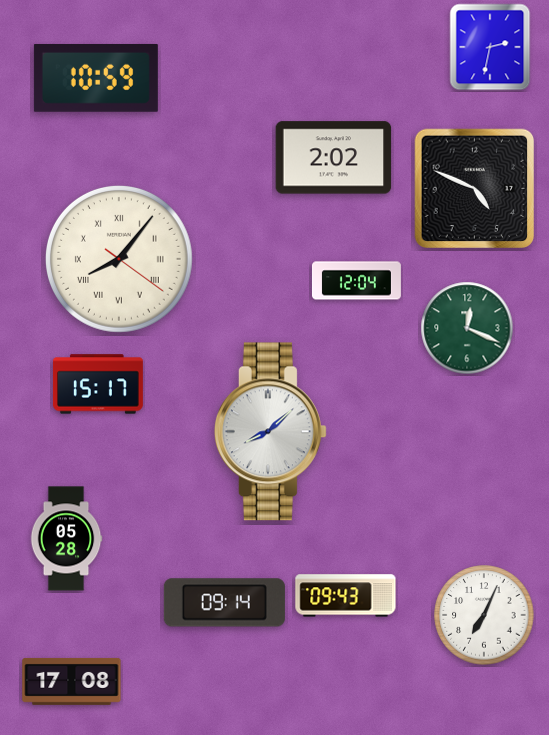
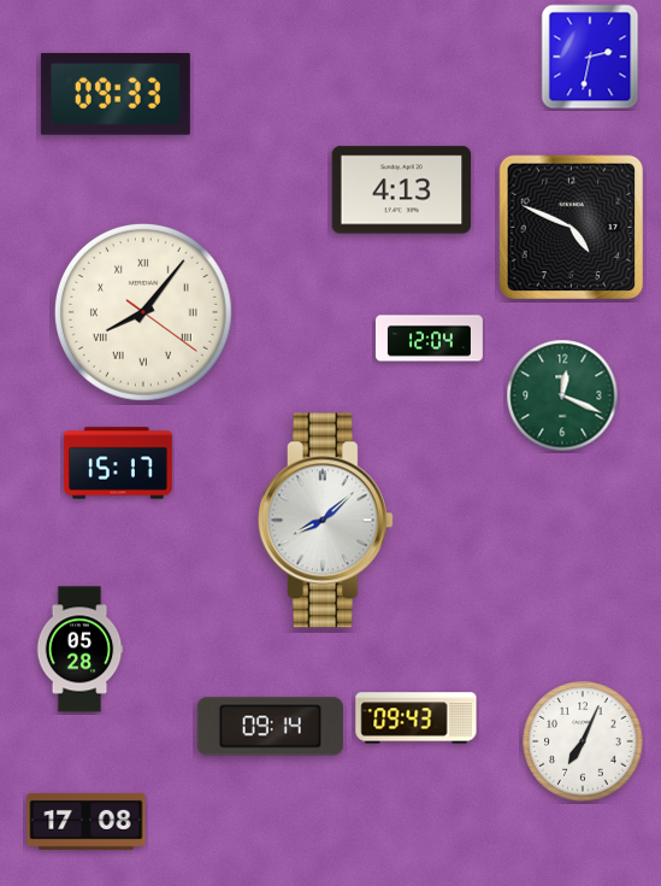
clock at (96, 78): 10:59 -> 09:33
clock at (334, 158): 2:02 -> 4:13
